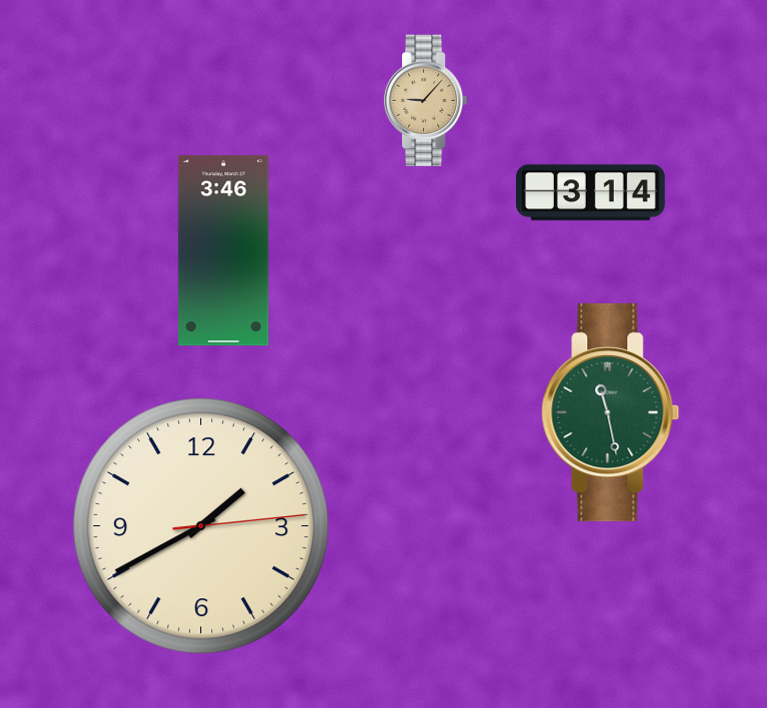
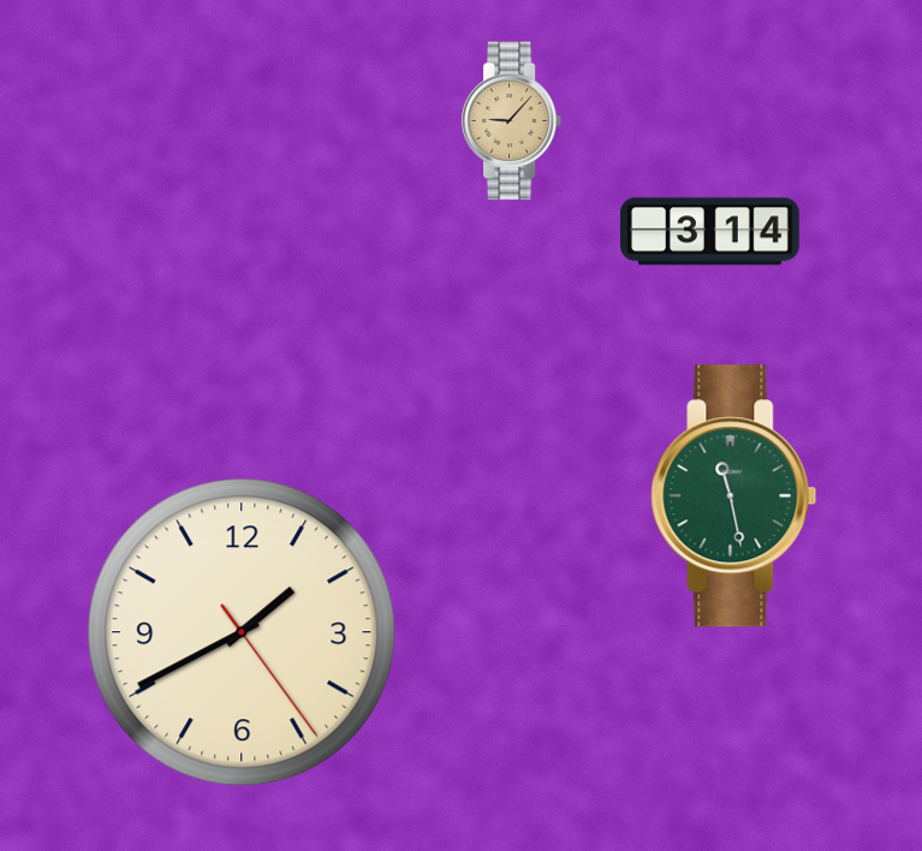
clock at (224, 251): 3:46 -> none
clock at (201, 526): 1:40:14 -> 1:40:24
